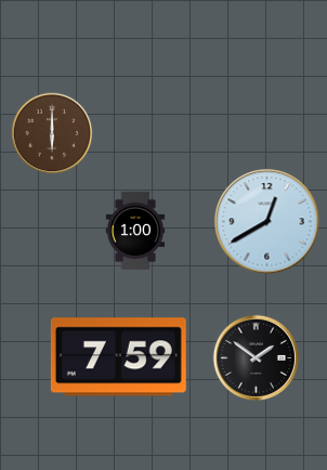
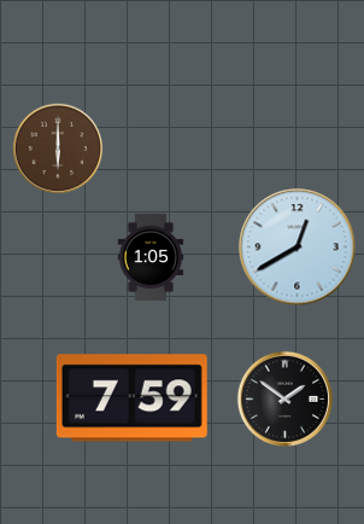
clock at (135, 231): 1:00 -> 1:05
